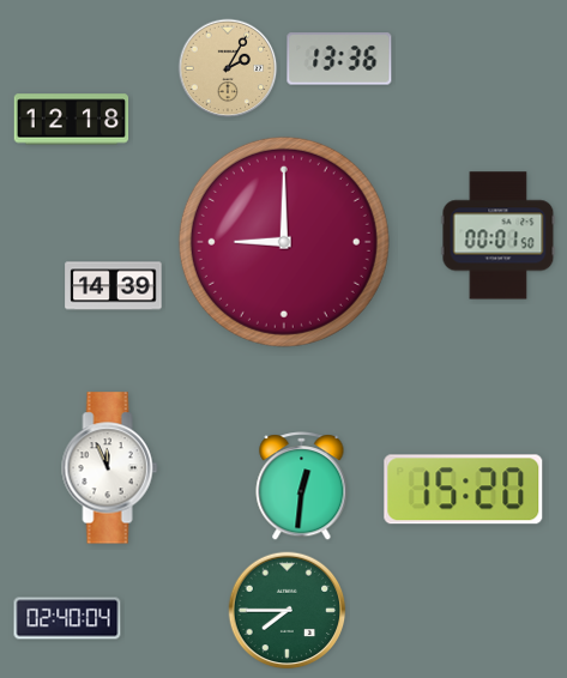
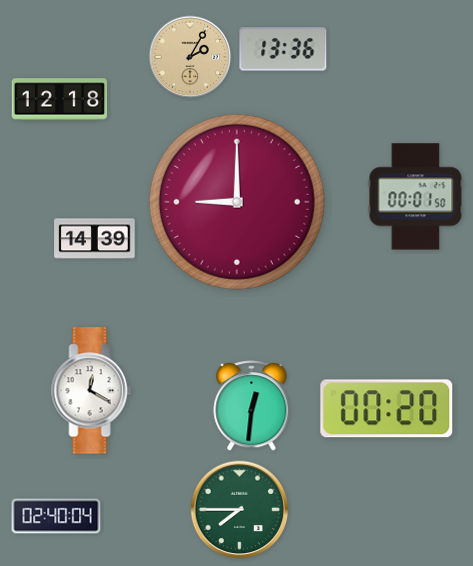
clock at (110, 468): 11:56 -> 12:20
clock at (464, 490): 15:20 -> 00:20
